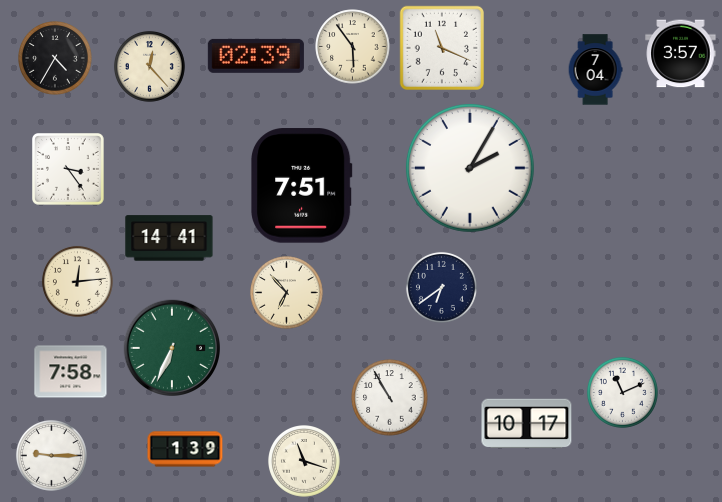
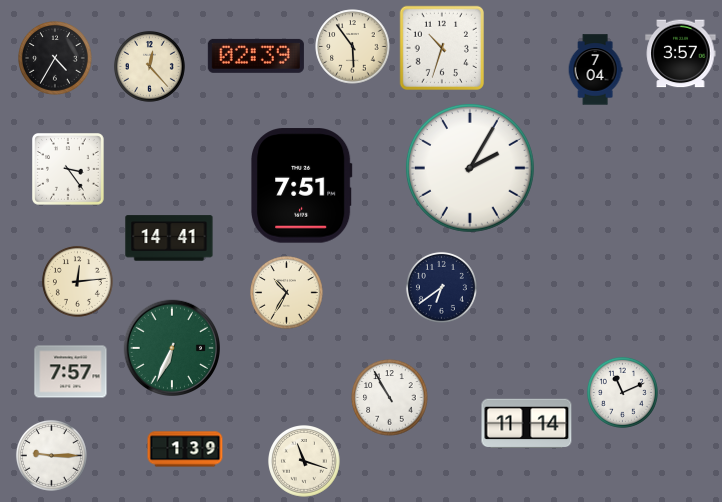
clock at (441, 47): 11:19 -> 10:33
clock at (287, 293): 6:53 -> 10:35
clock at (71, 372): 7:58 -> 7:57
clock at (527, 424): 10:17 -> 11:14
